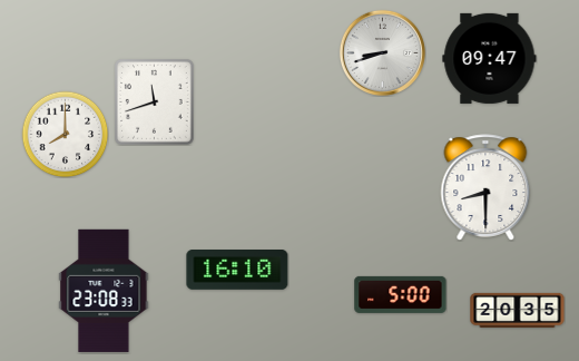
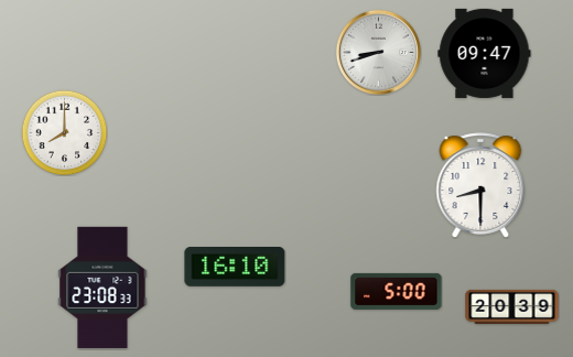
clock at (490, 58) position: (490, 58) -> (485, 53)
clock at (155, 103): 11:42 -> none
clock at (518, 310): 20:35 -> 20:39
